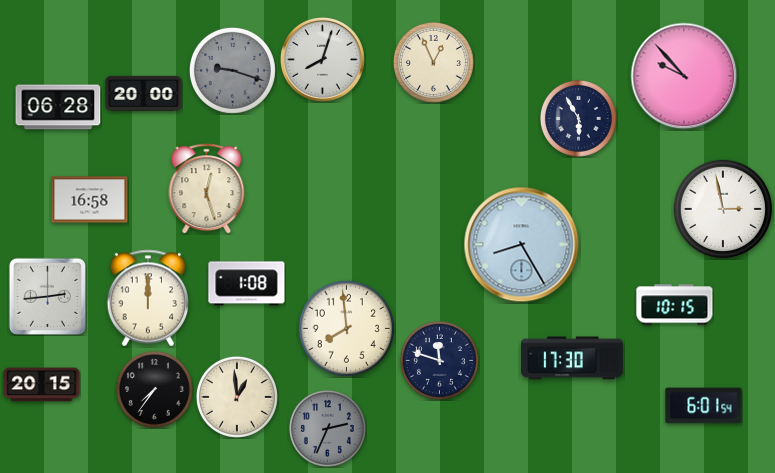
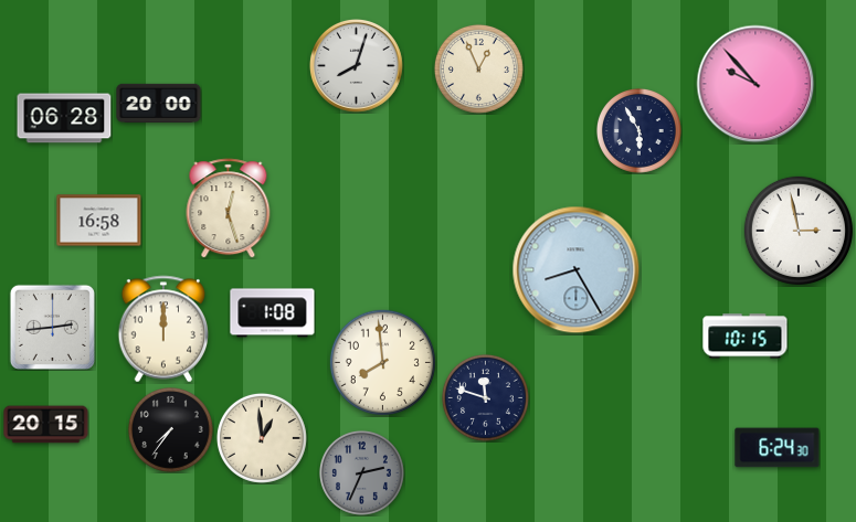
clock at (232, 70): 9:18 -> none
clock at (572, 358): 17:30 -> none
clock at (704, 406): 6:01 -> 6:24
